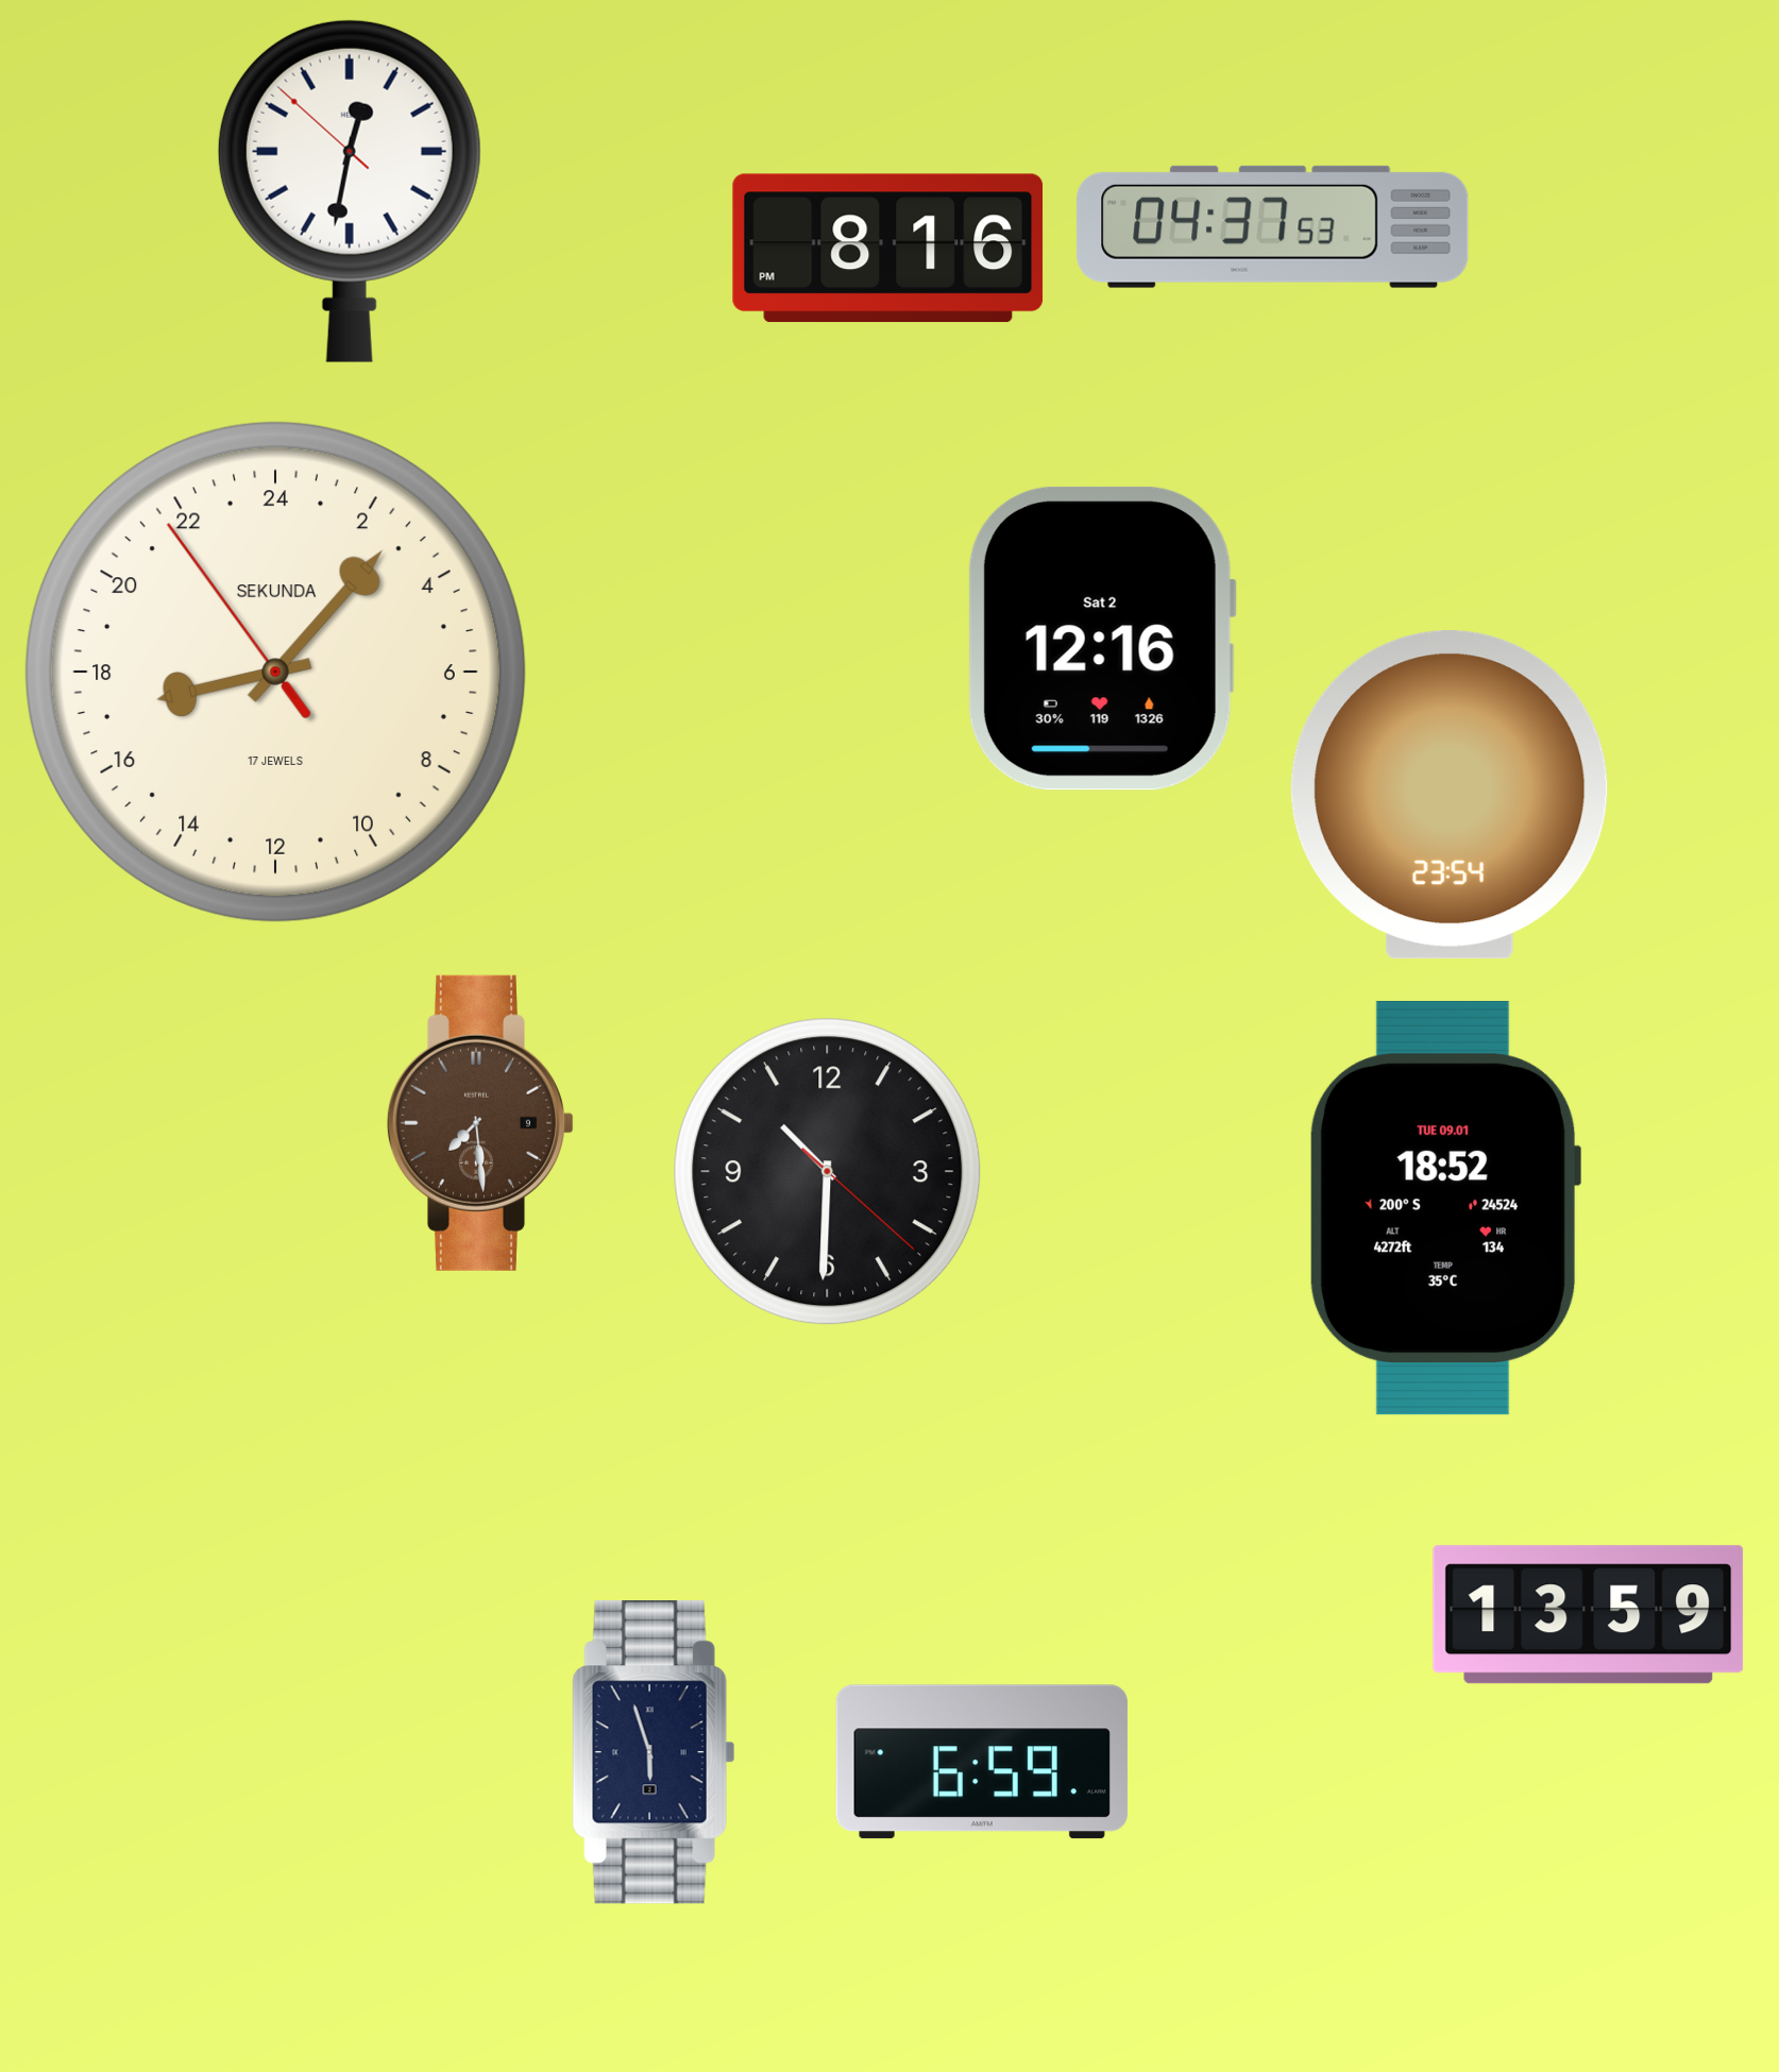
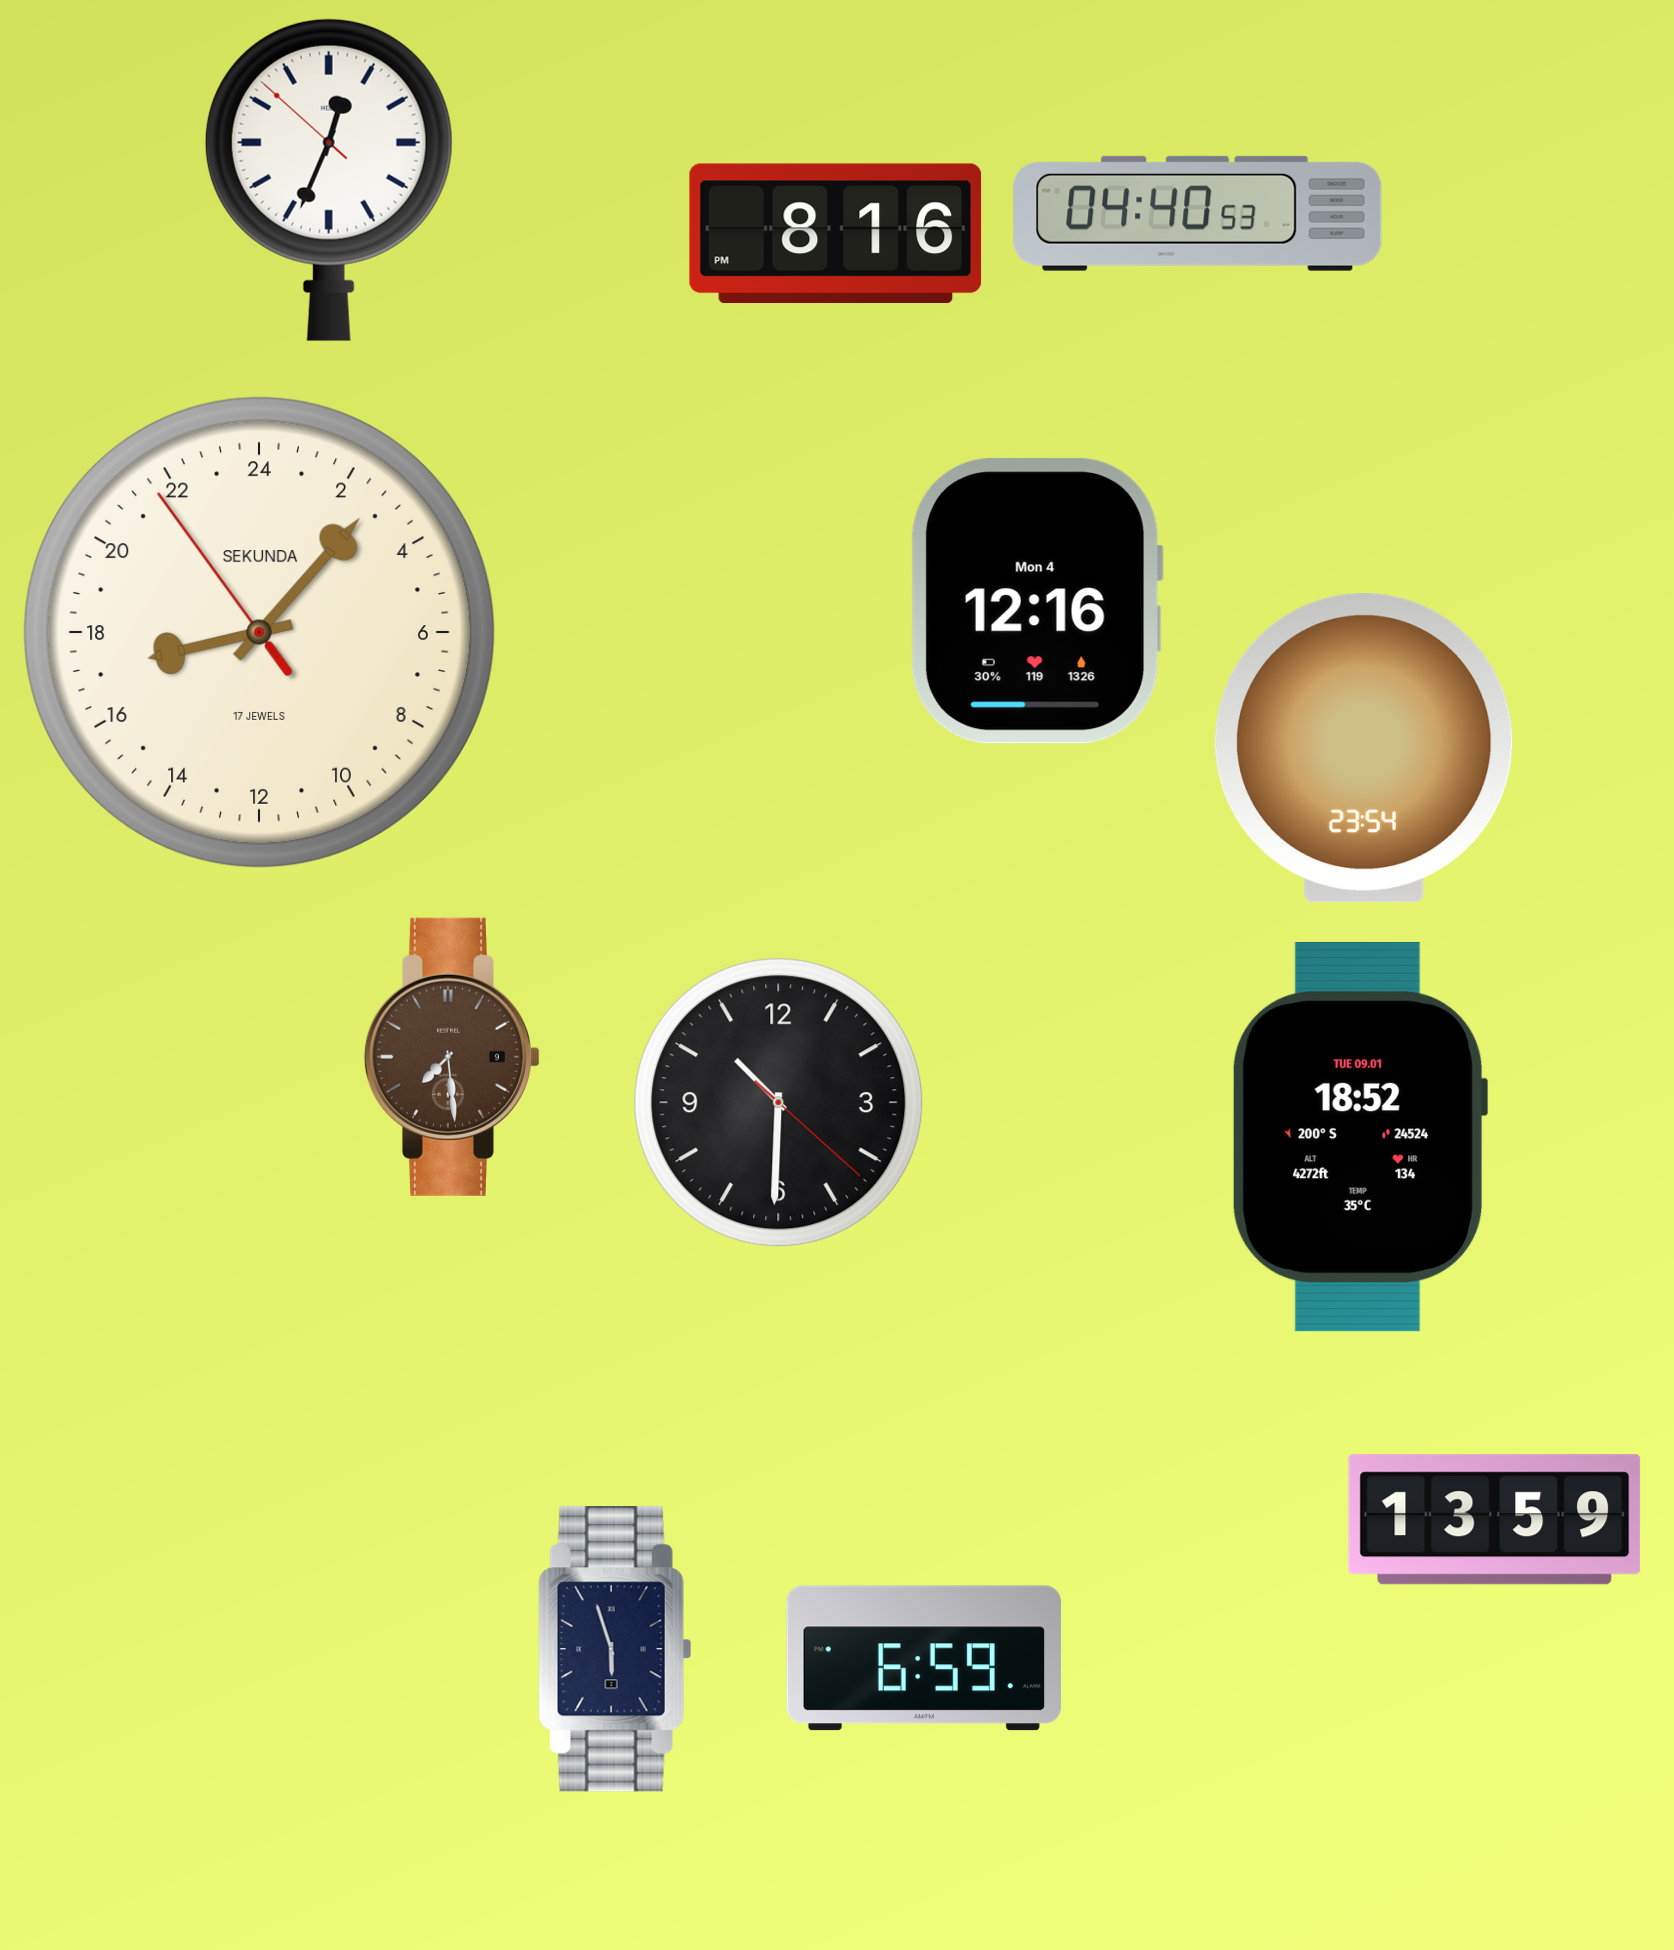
clock at (350, 191): 12:31 -> 12:33
clock at (1273, 226): 04:37 -> 04:40
clock at (1101, 639) date: Sat 2 -> Mon 4
